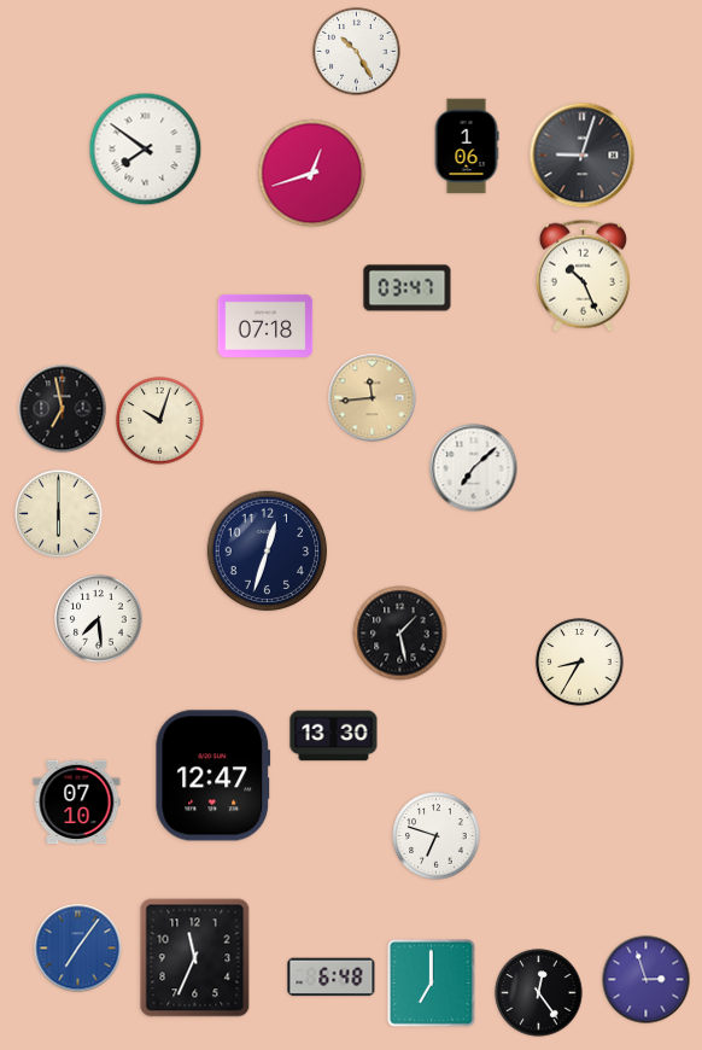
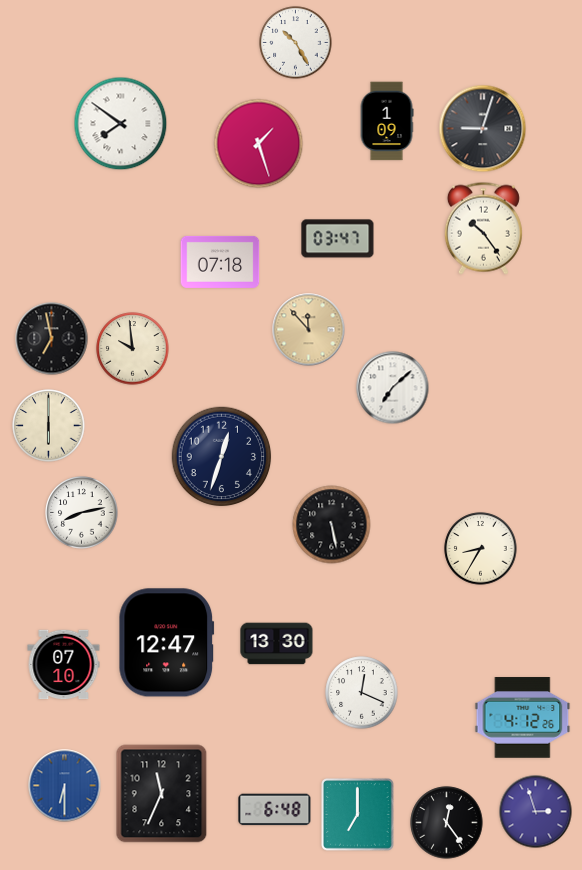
clock at (467, 146): 1:06 -> 1:09
clock at (312, 174): 12:42 -> 1:27
clock at (583, 275): 10:26 -> 10:24
clock at (265, 326) position: (265, 326) -> (220, 262)
clock at (373, 398): 11:44 -> 11:53
clock at (160, 421): 10:03 -> 9:59
clock at (99, 619): 7:29 -> 8:13
clock at (400, 634): 1:28 -> 5:28
clock at (334, 736) position: (334, 736) -> (277, 644)
clock at (213, 776) position: (213, 776) -> (167, 643)
clock at (437, 836): 6:48 -> 12:19
clock at (523, 718): none -> 4:12
clock at (78, 949): 7:06 -> 6:30
